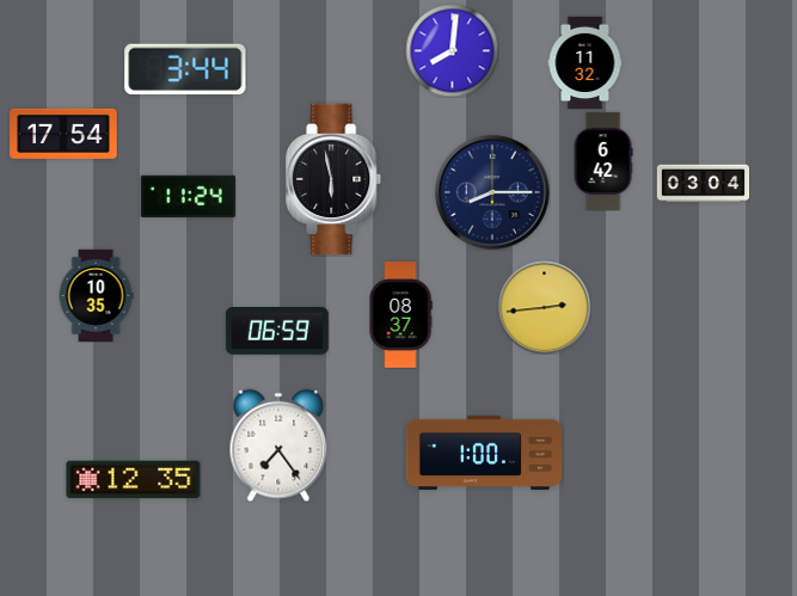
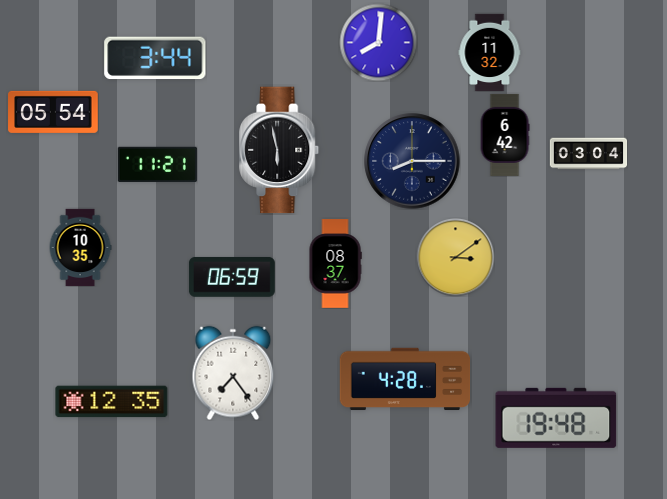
clock at (63, 134): 17:54 -> 05:54
clock at (188, 196): 11:24 -> 11:21
clock at (544, 307): 2:44 -> 3:09
clock at (484, 453): 1:00 -> 4:28
clock at (556, 418): none -> 19:48
